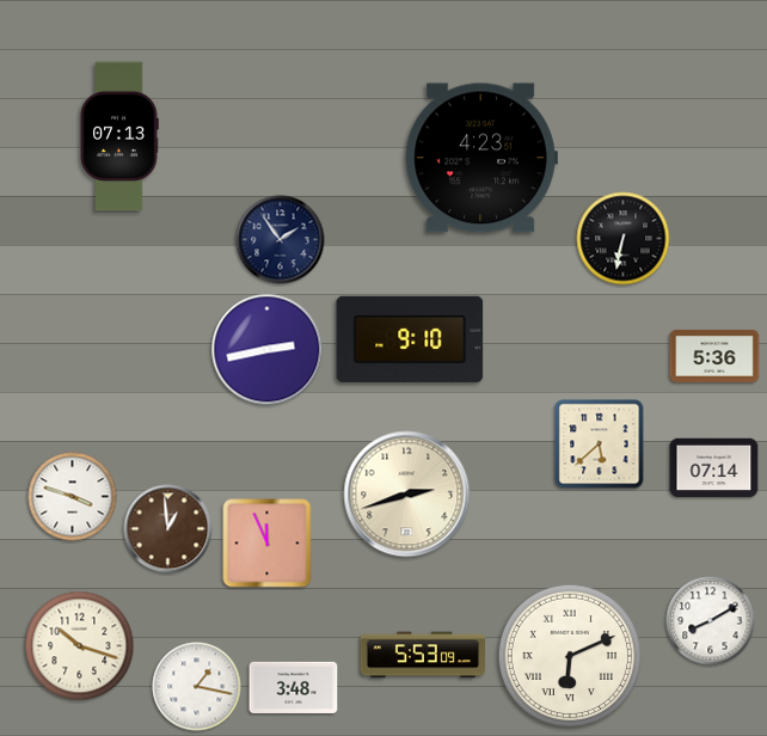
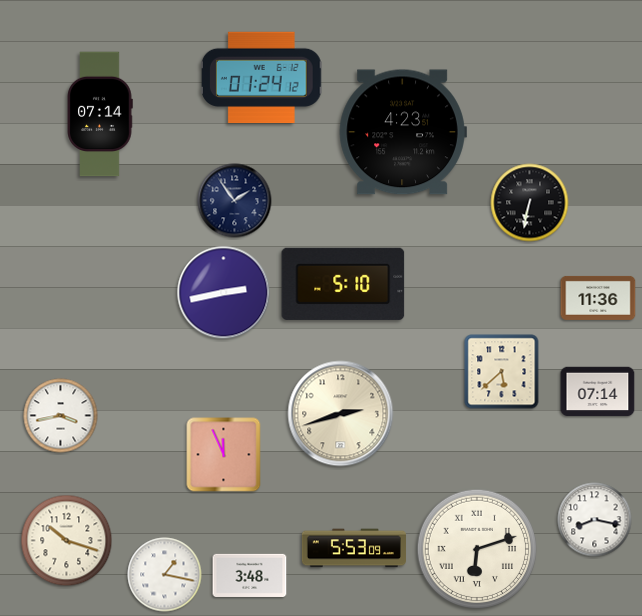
clock at (261, 78): none -> 01:24
clock at (119, 136): 07:13 -> 07:14
clock at (624, 239) position: (624, 239) -> (530, 203)
clock at (410, 339): 9:10 -> 5:10
clock at (714, 356): 5:36 -> 11:36
clock at (73, 497): 3:48 -> 3:43
clock at (168, 529): 12:59 -> none
clock at (711, 621): 8:10 -> 8:17
clock at (569, 655): 6:11 -> 6:12
clock at (294, 687) position: (294, 687) -> (250, 575)
